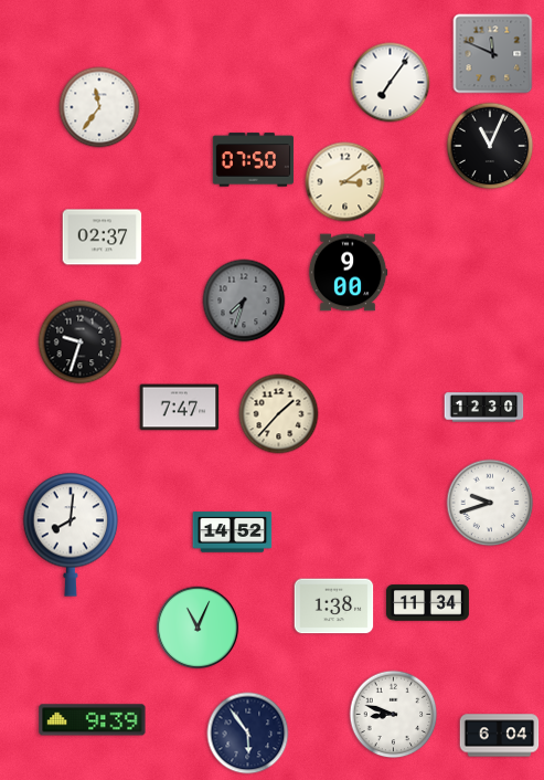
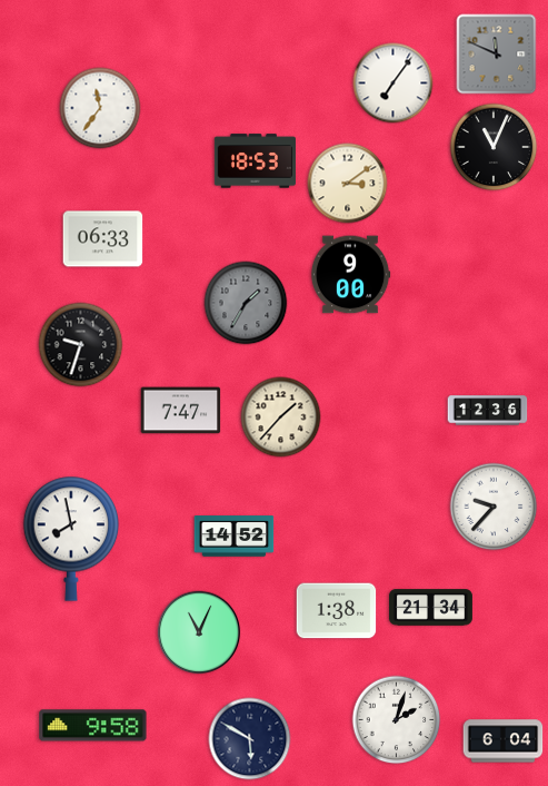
clock at (253, 160): 07:50 -> 18:53
clock at (103, 238): 02:37 -> 06:33
clock at (244, 301): 7:33 -> 1:35
clock at (484, 408): 12:30 -> 12:36
clock at (490, 503): 9:42 -> 9:37
clock at (71, 535): 8:01 -> 7:58
clock at (427, 603): 11:34 -> 21:34
clock at (394, 715): 8:48 -> 2:03
clock at (93, 720): 9:39 -> 9:58
clock at (248, 734): 5:54 -> 5:50
